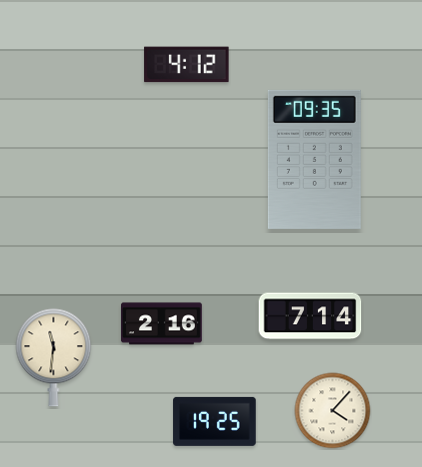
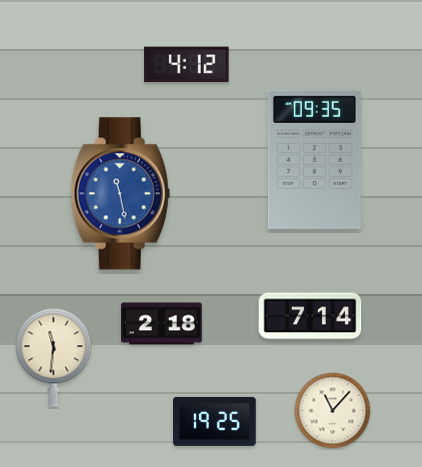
clock at (120, 194): none -> 11:28
clock at (162, 324): 2:16 -> 2:18
clock at (333, 411): 4:07 -> 11:07
